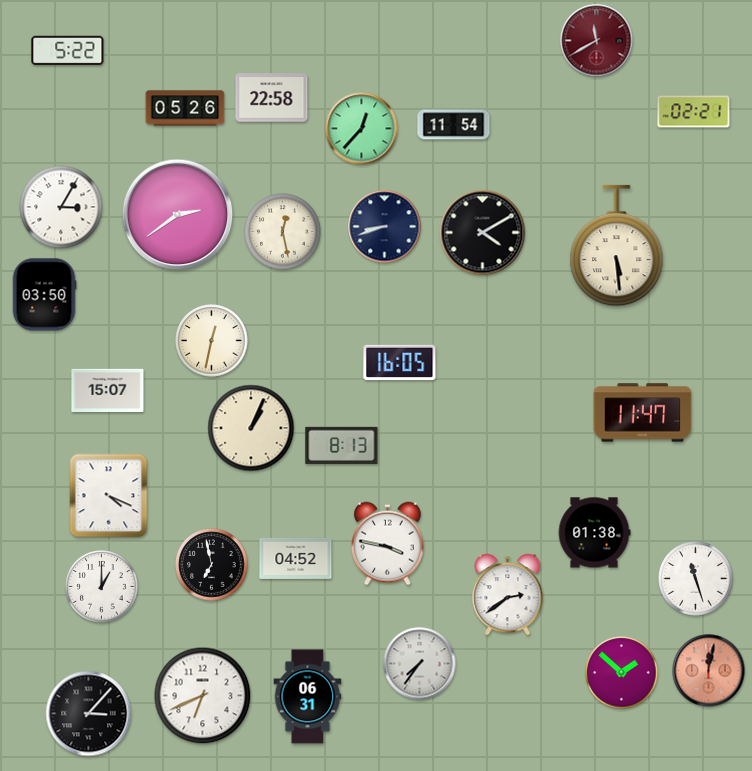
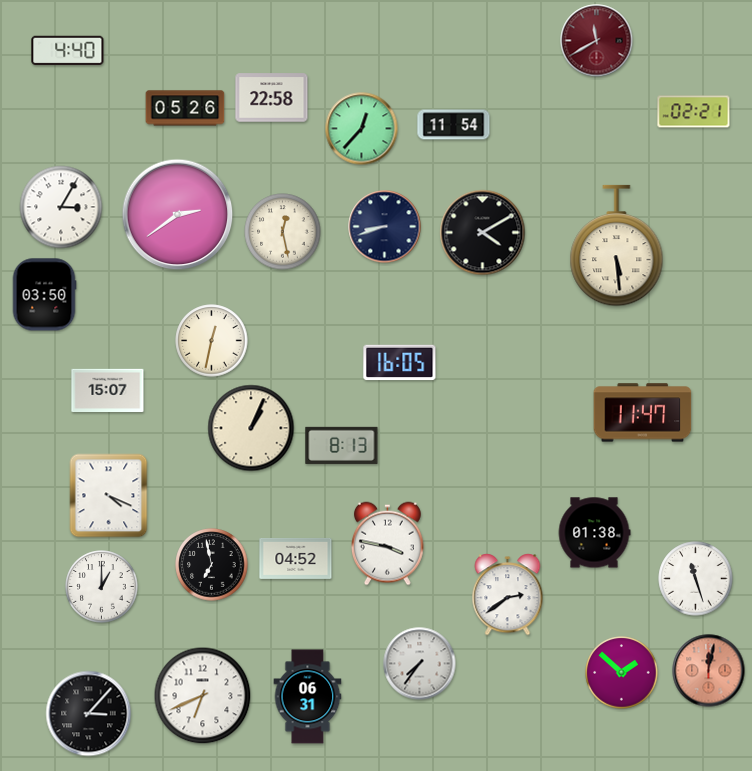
clock at (68, 50): 5:22 -> 4:40
